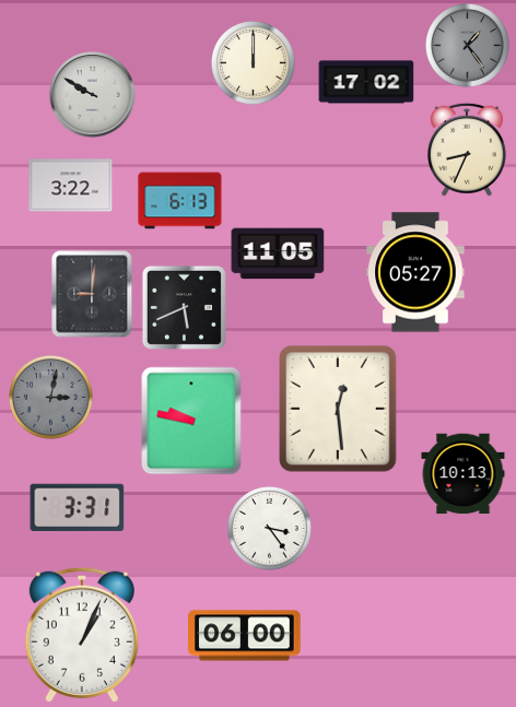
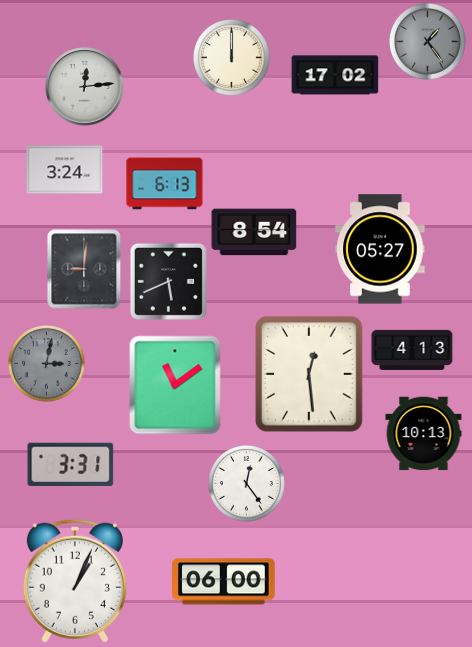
clock at (93, 95): 9:50 -> 12:14
clock at (467, 150): 8:34 -> none
clock at (71, 186): 3:22 -> 3:24
clock at (278, 254): 11:05 -> 8:54
clock at (412, 350): none -> 4:13
clock at (191, 421): 9:47 -> 11:09
clock at (270, 529): 3:24 -> 12:24
